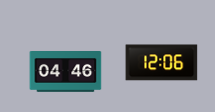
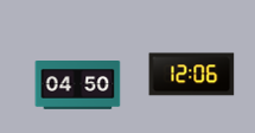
clock at (66, 72): 04:46 -> 04:50
